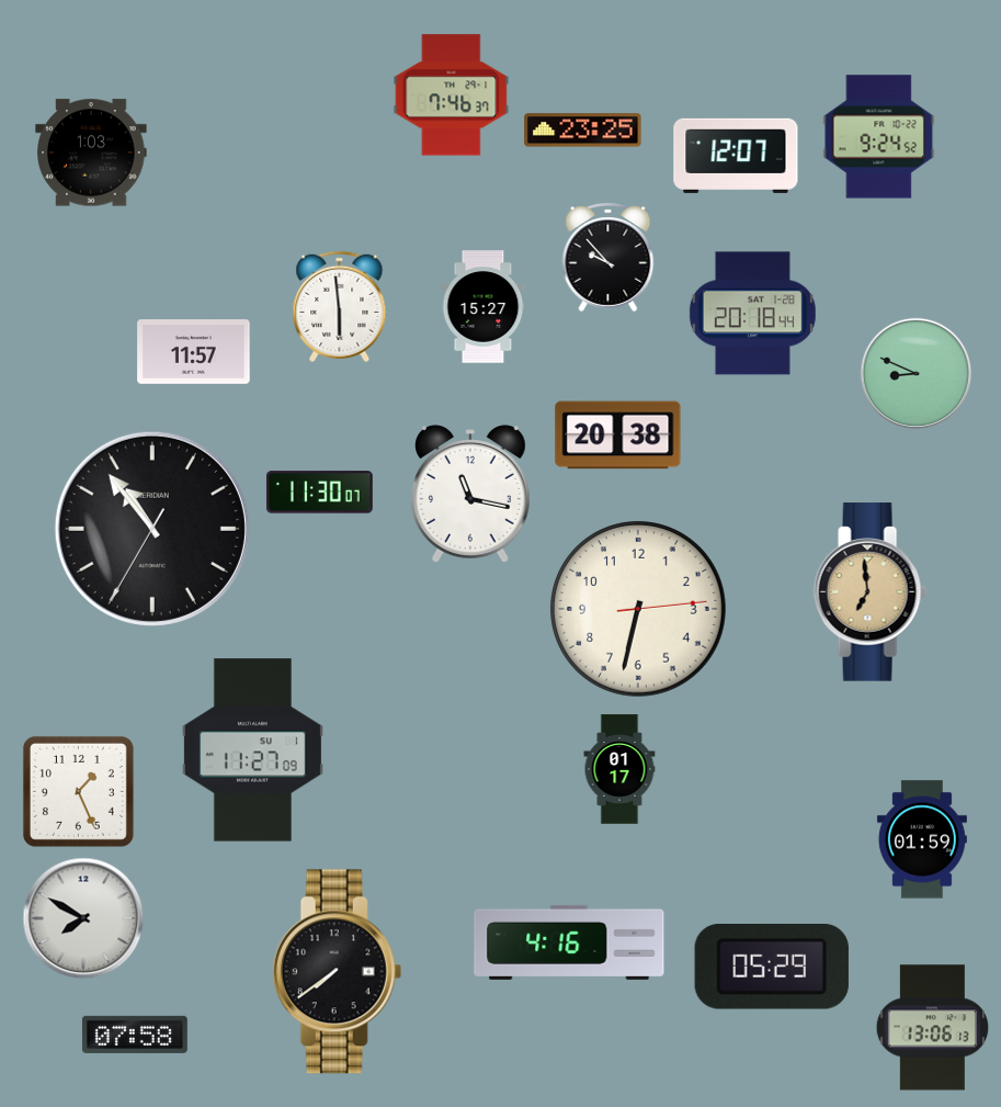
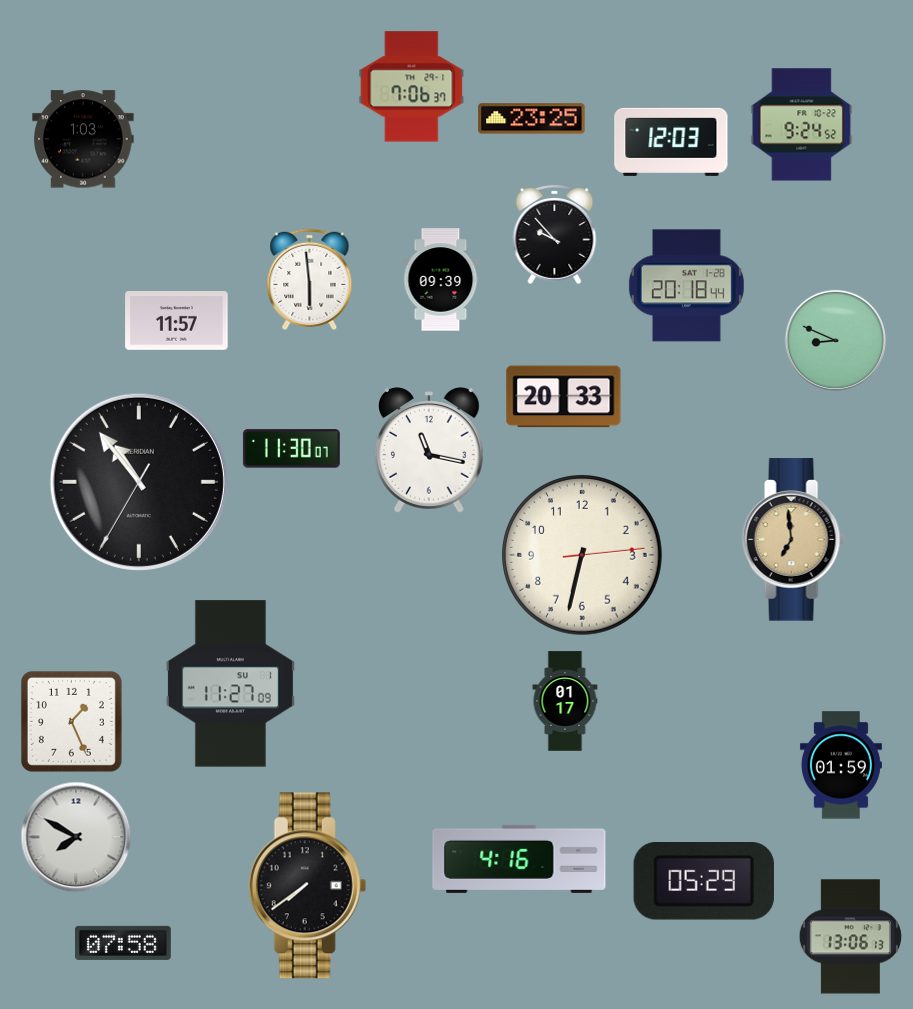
clock at (452, 95): 7:46 -> 7:06
clock at (736, 156): 12:07 -> 12:03
clock at (484, 307): 15:27 -> 09:39
clock at (618, 436): 20:38 -> 20:33
